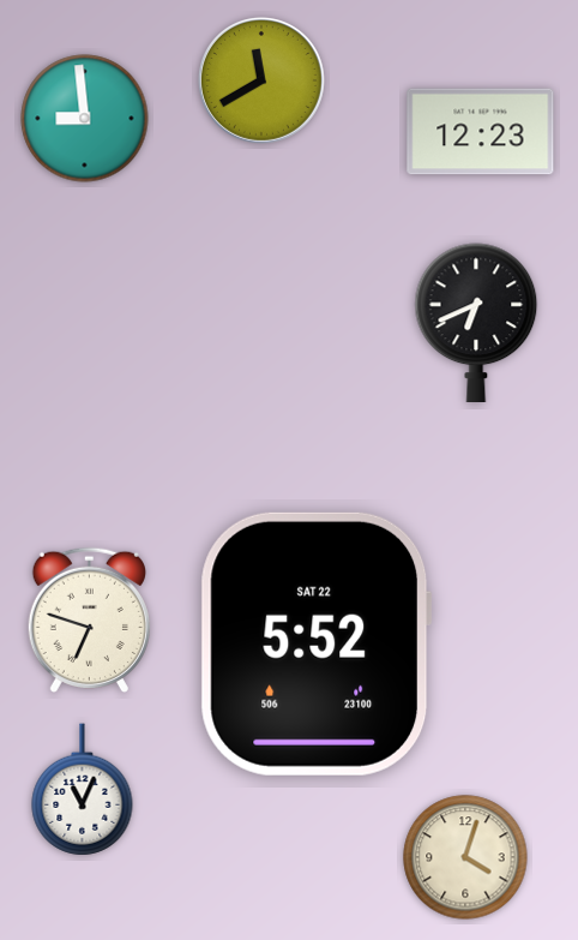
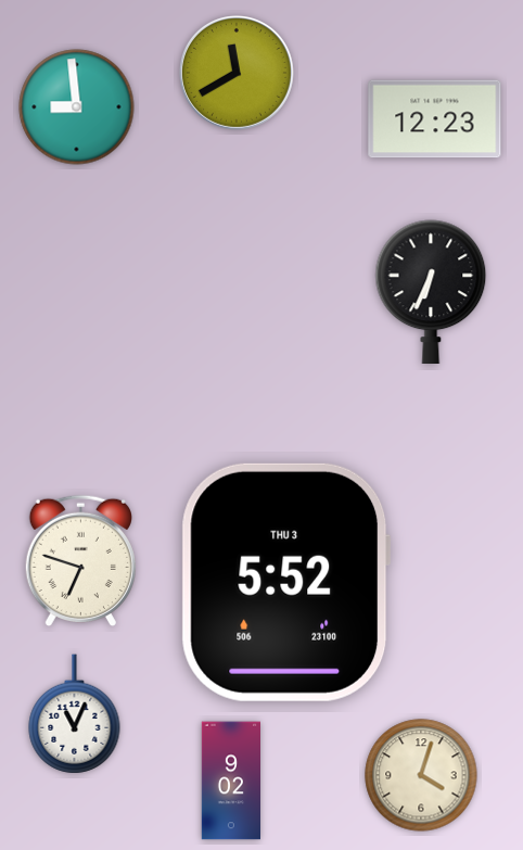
clock at (476, 322): 6:41 -> 6:34
clock at (317, 643) date: SAT 22 -> THU 3
clock at (230, 781): none -> 9:02
